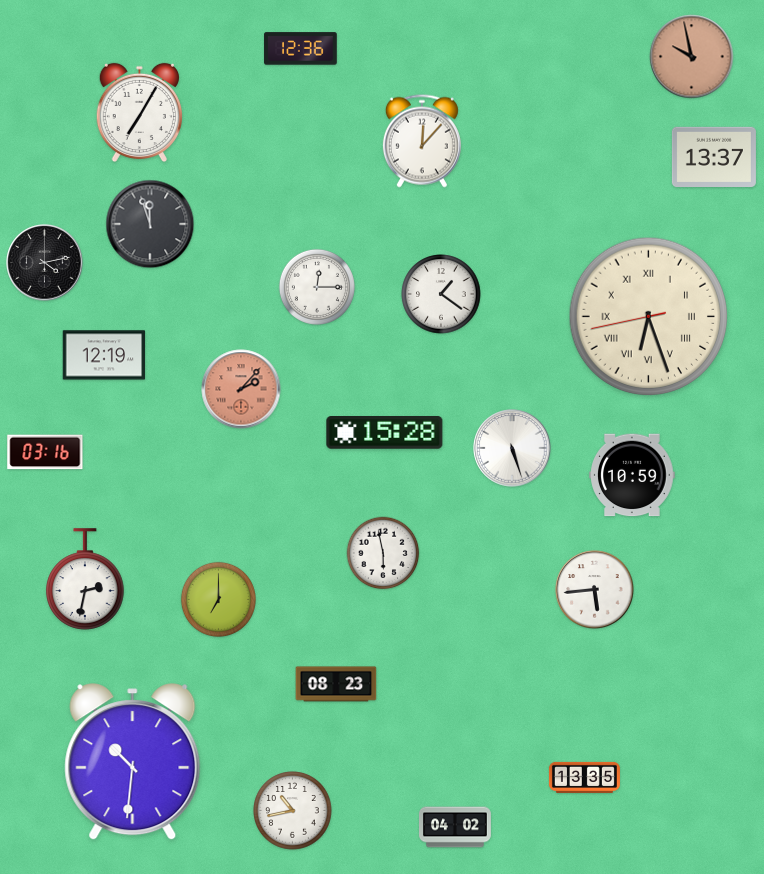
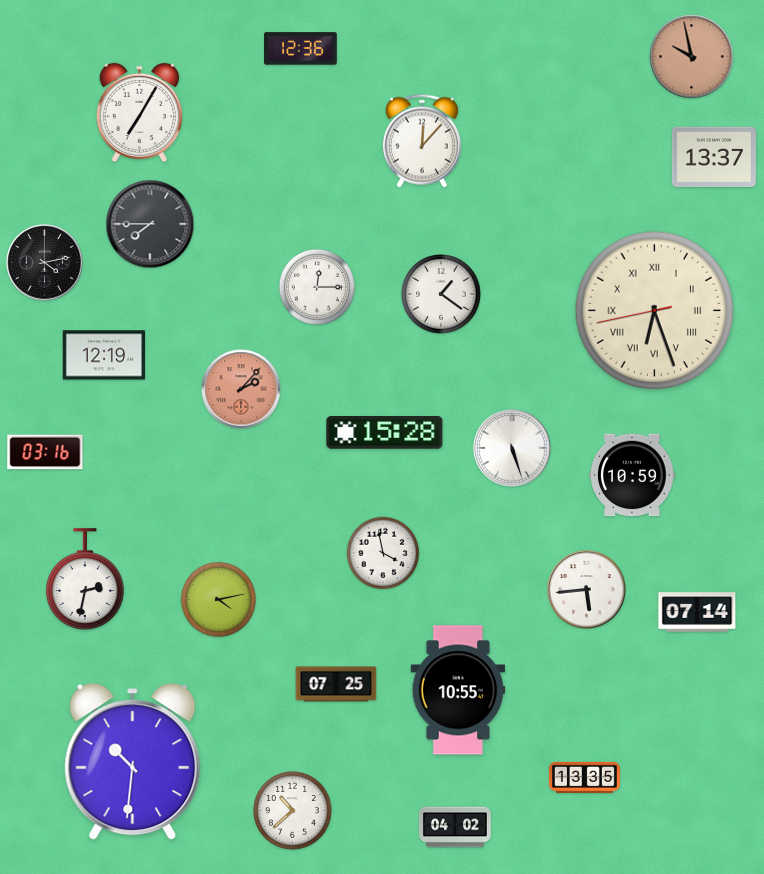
clock at (150, 224): 11:57 -> 7:45
clock at (649, 317) position: (649, 317) -> (655, 311)
clock at (383, 553): 5:58 -> 3:58
clock at (595, 590) position: (595, 590) -> (587, 590)
clock at (218, 599): 7:00 -> 4:13
clock at (697, 612): none -> 07:14
clock at (336, 684): 08:23 -> 07:25
clock at (458, 690): none -> 10:55
clock at (293, 811): 10:43 -> 10:38
